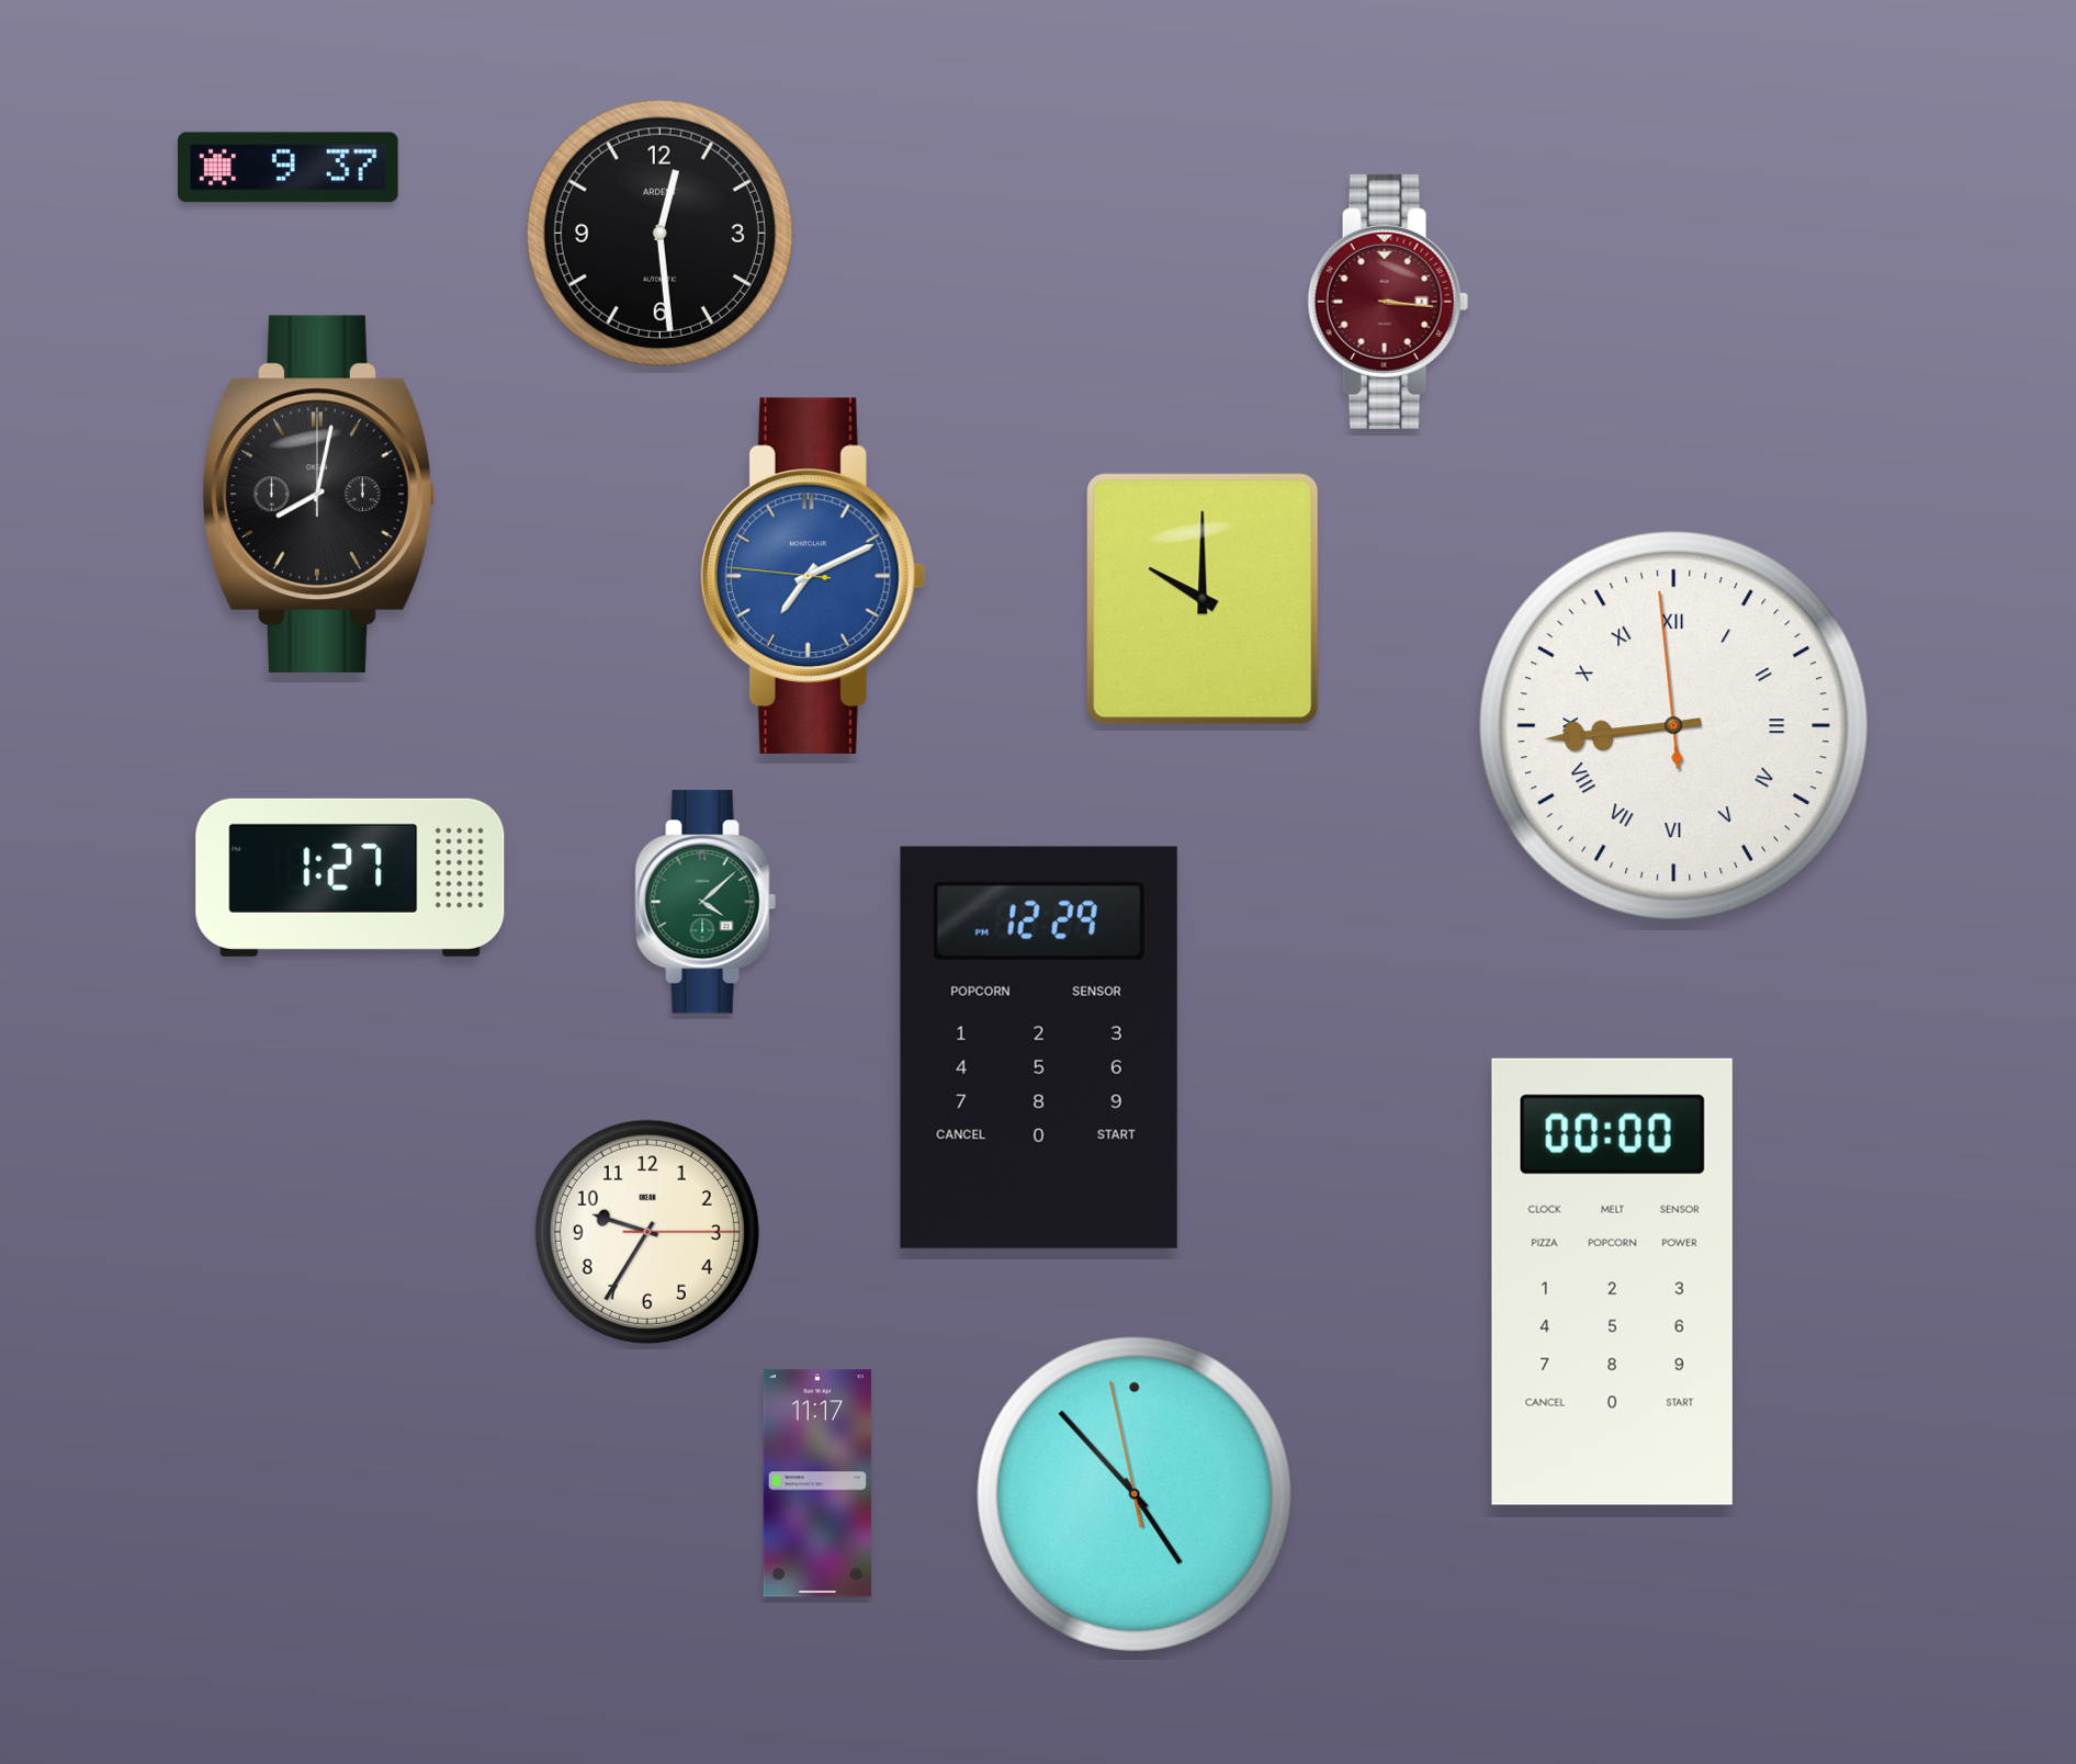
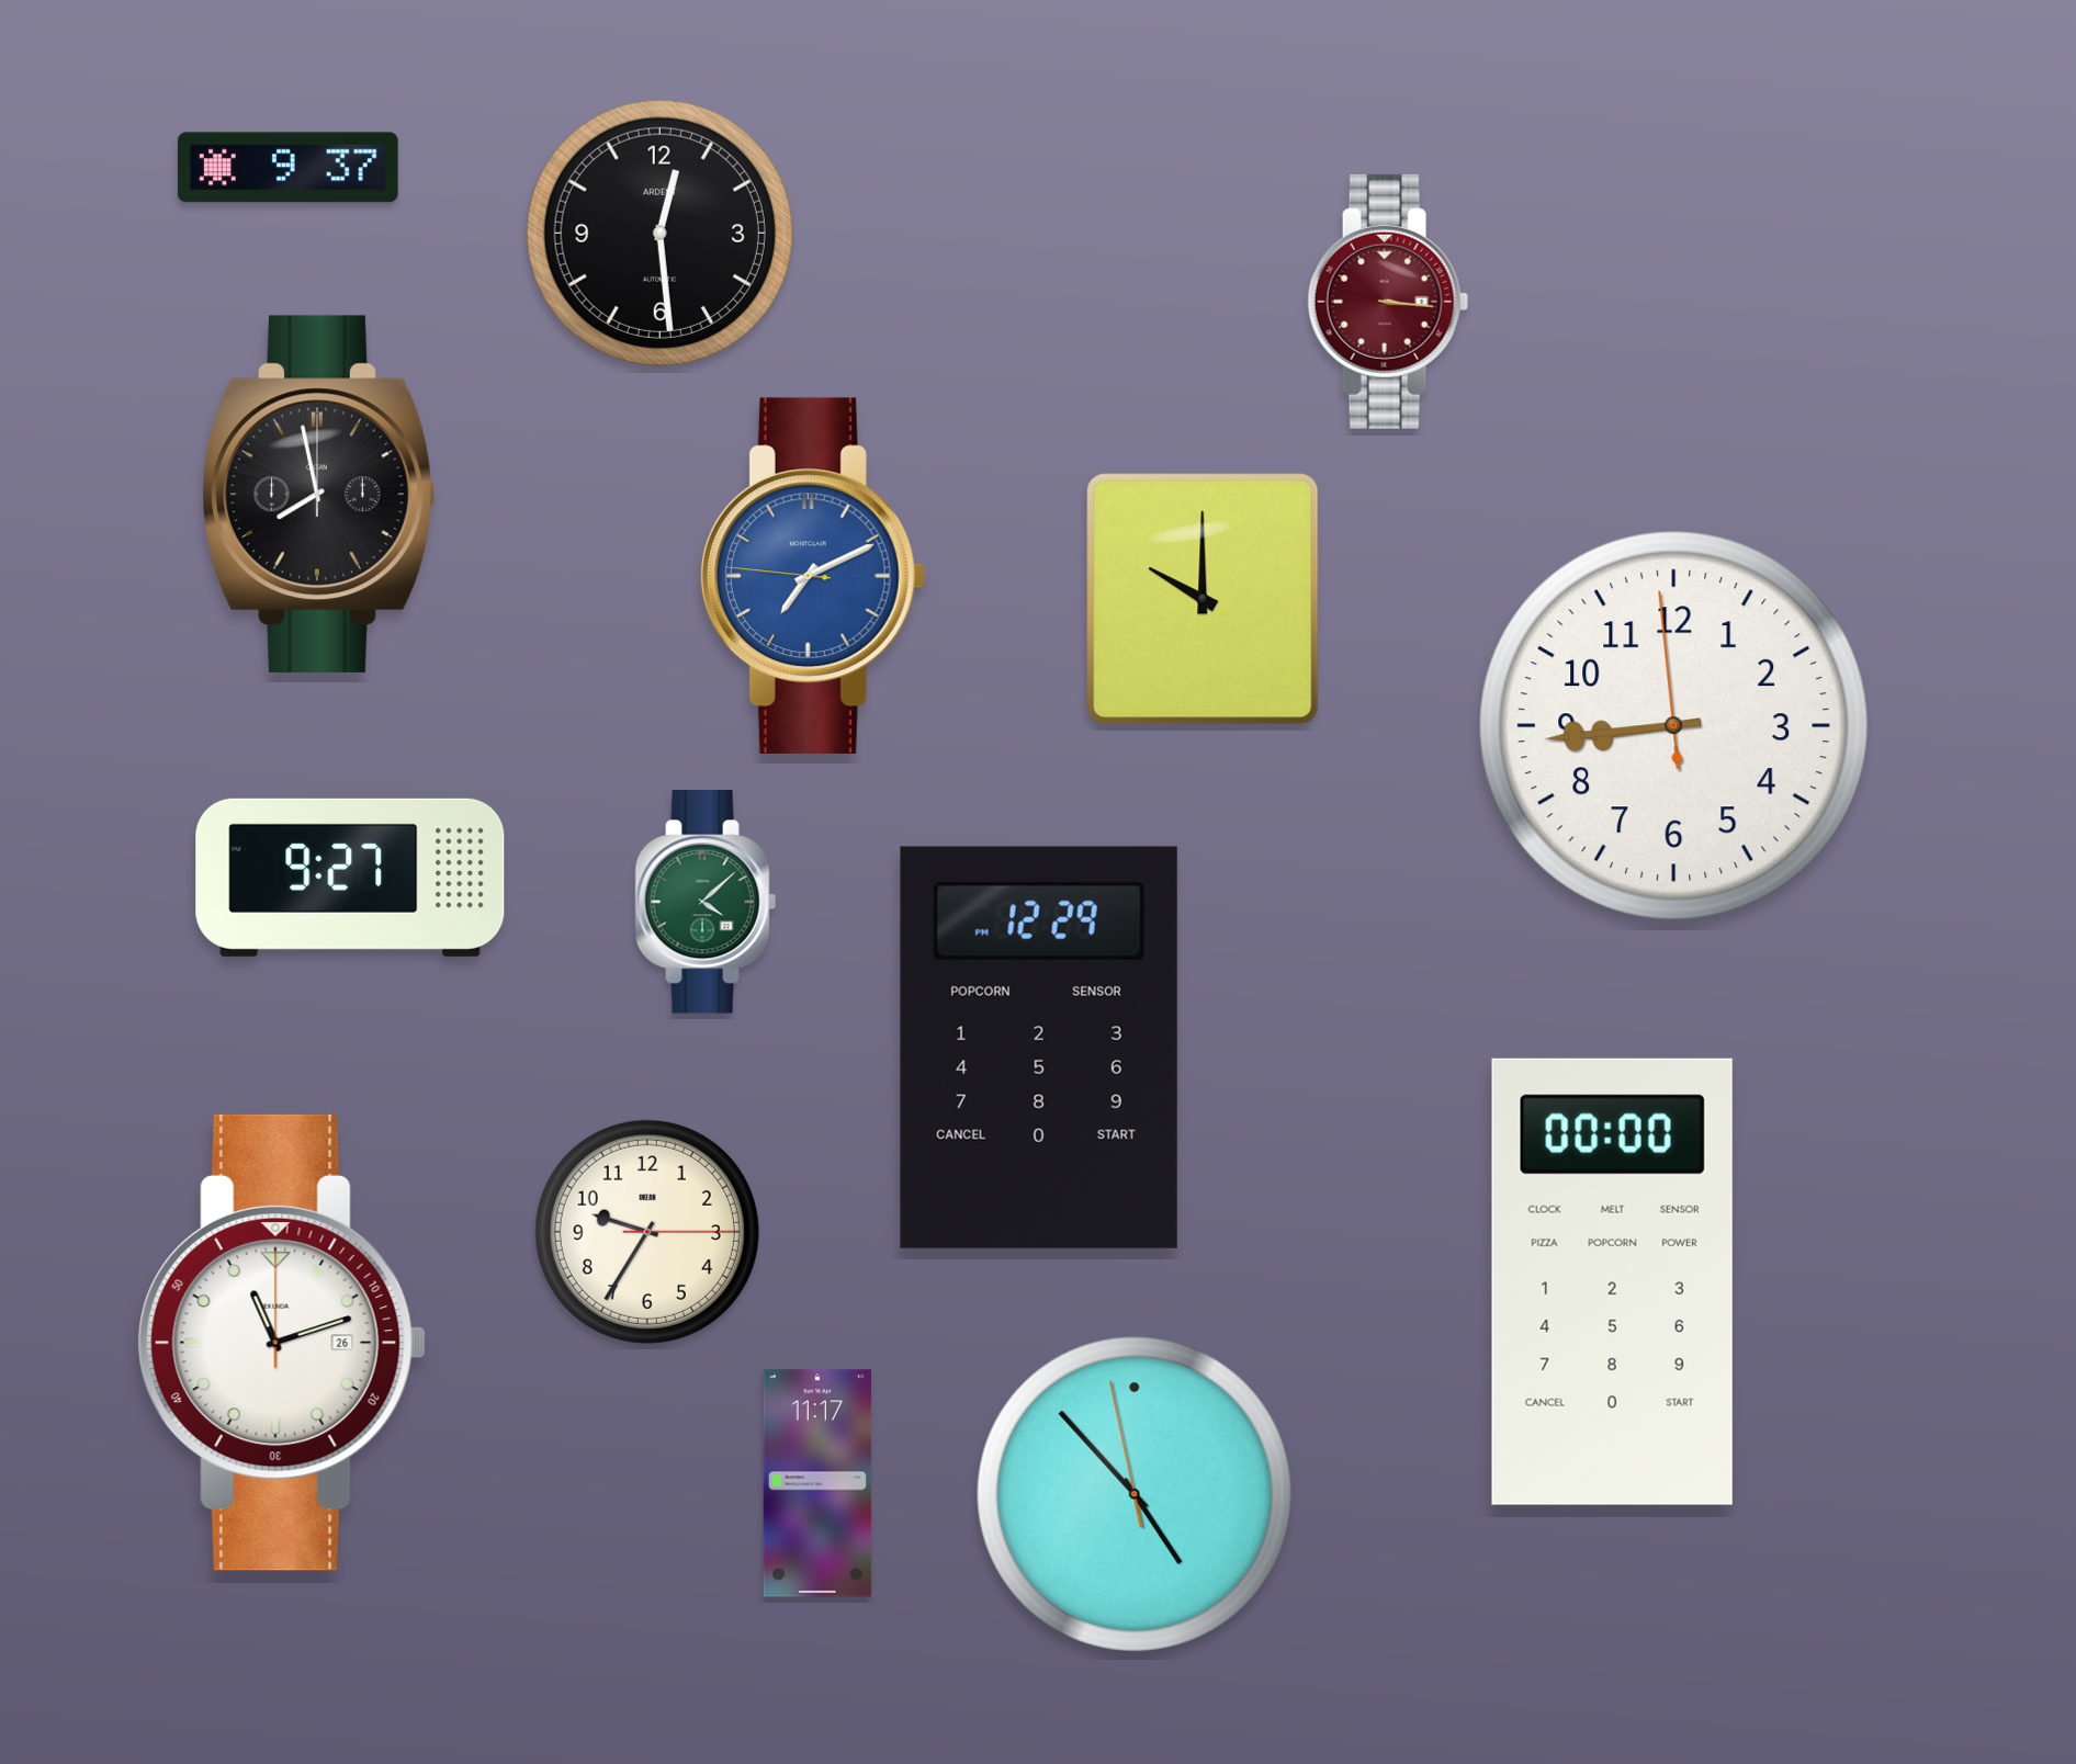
clock at (318, 494): 8:02 -> 7:58
clock at (1674, 726) numerals: Roman -> Arabic
clock at (350, 878): 1:27 -> 9:27
clock at (282, 1343): none -> 11:12
